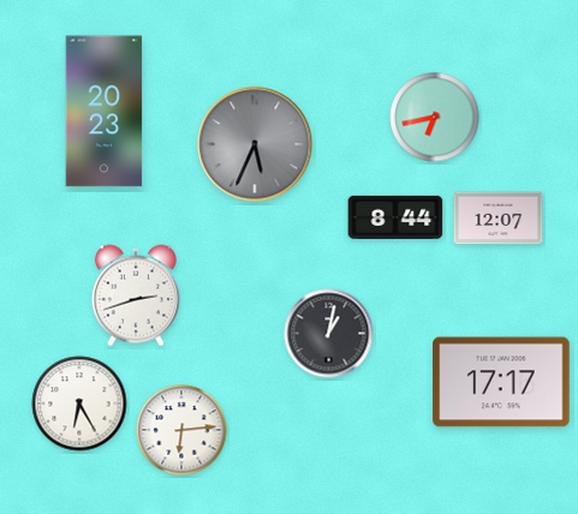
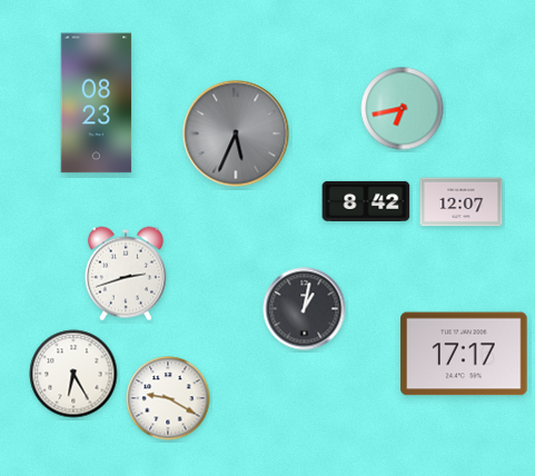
clock at (105, 112): 20:23 -> 08:23
clock at (395, 217): 8:44 -> 8:42
clock at (181, 430): 6:14 -> 9:20
